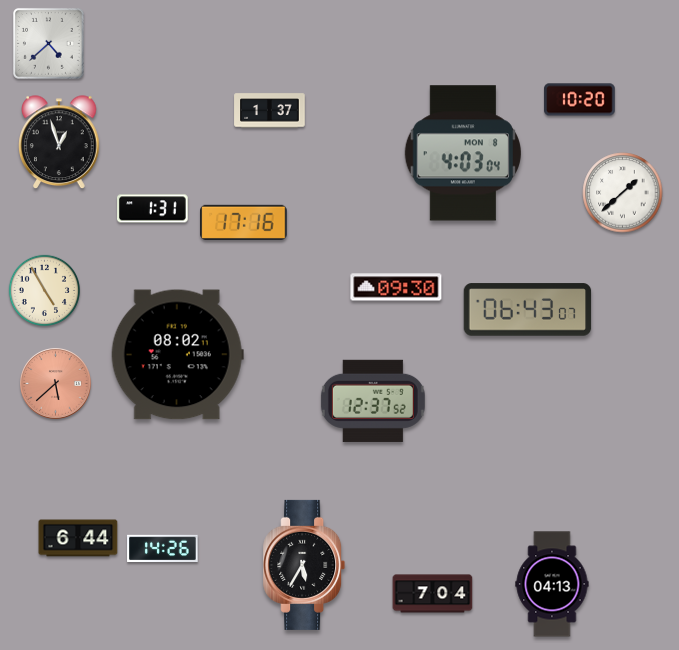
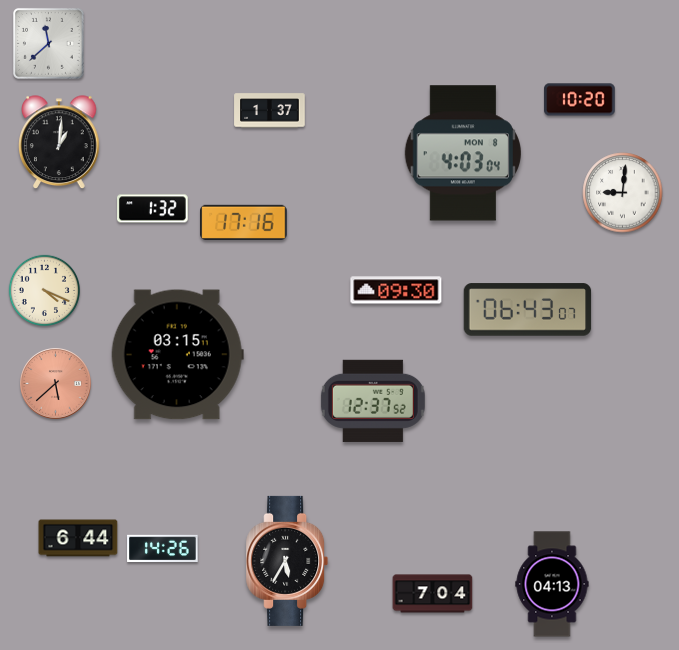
clock at (48, 43): 4:38 -> 11:38
clock at (59, 143): 12:57 -> 1:01
clock at (623, 193): 1:38 -> 9:01
clock at (153, 209): 1:31 -> 1:32
clock at (396, 287) position: (396, 287) -> (396, 290)
clock at (44, 290): 4:55 -> 4:19
clock at (177, 355): 08:02 -> 03:15
clock at (304, 565) position: (304, 565) -> (287, 561)
